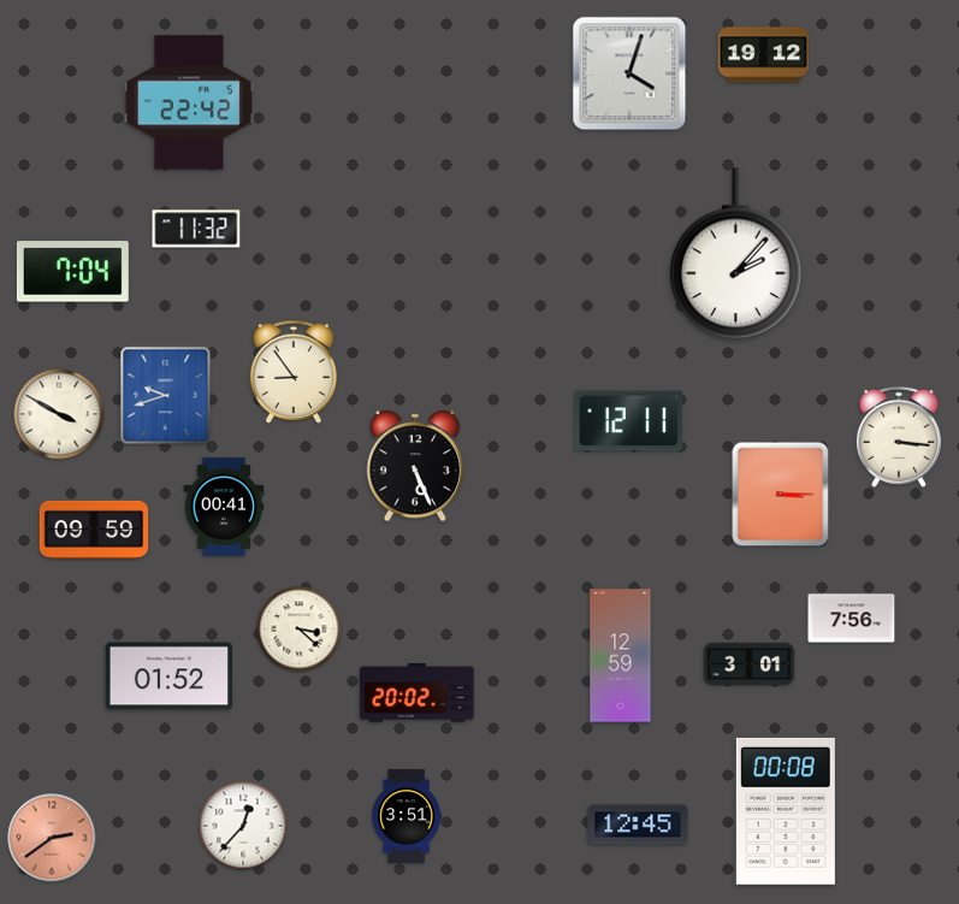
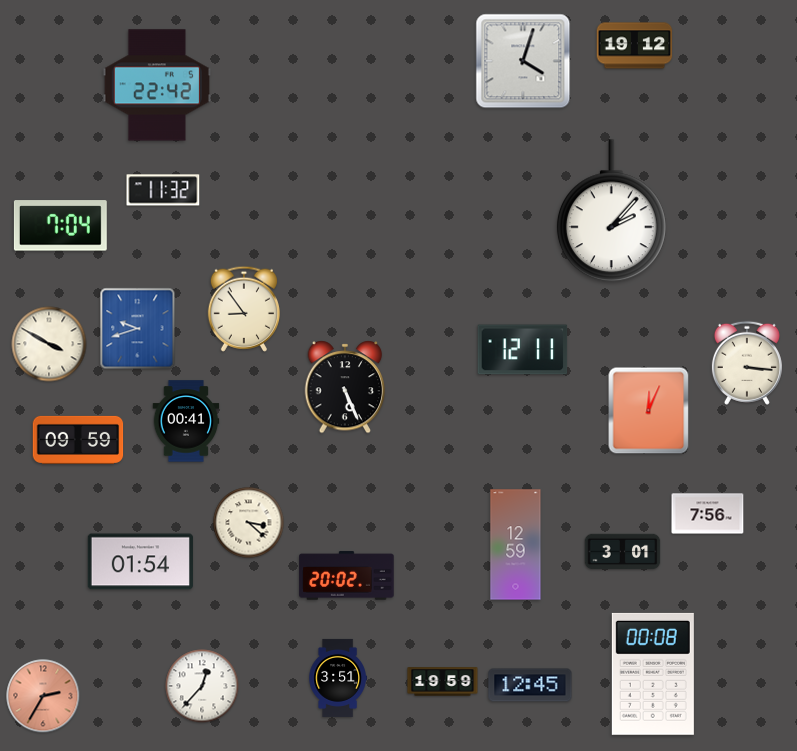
clock at (781, 495): 3:15 -> 12:04
clock at (168, 676): 01:52 -> 01:54
clock at (443, 682): none -> 19:59
clock at (52, 838): 2:39 -> 2:35
